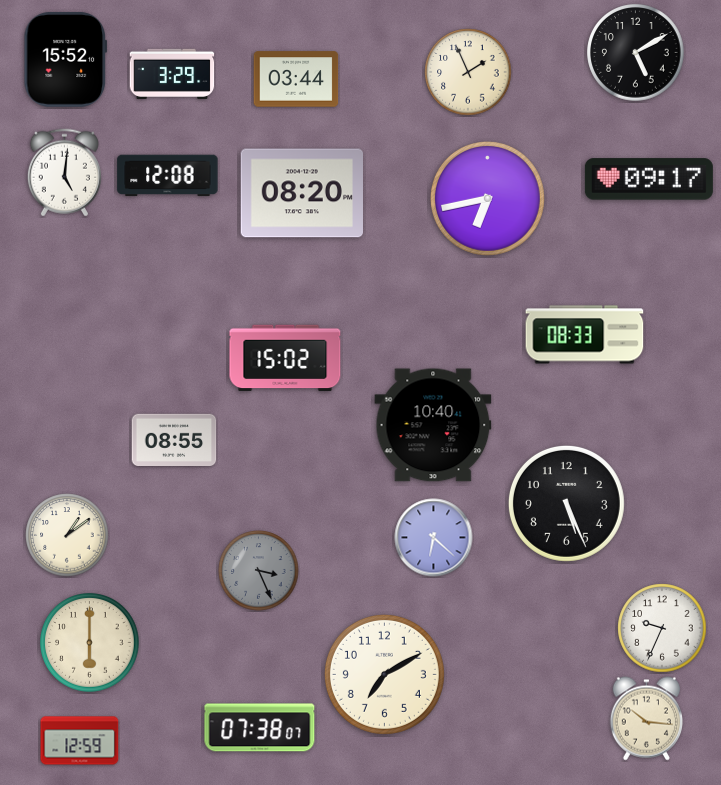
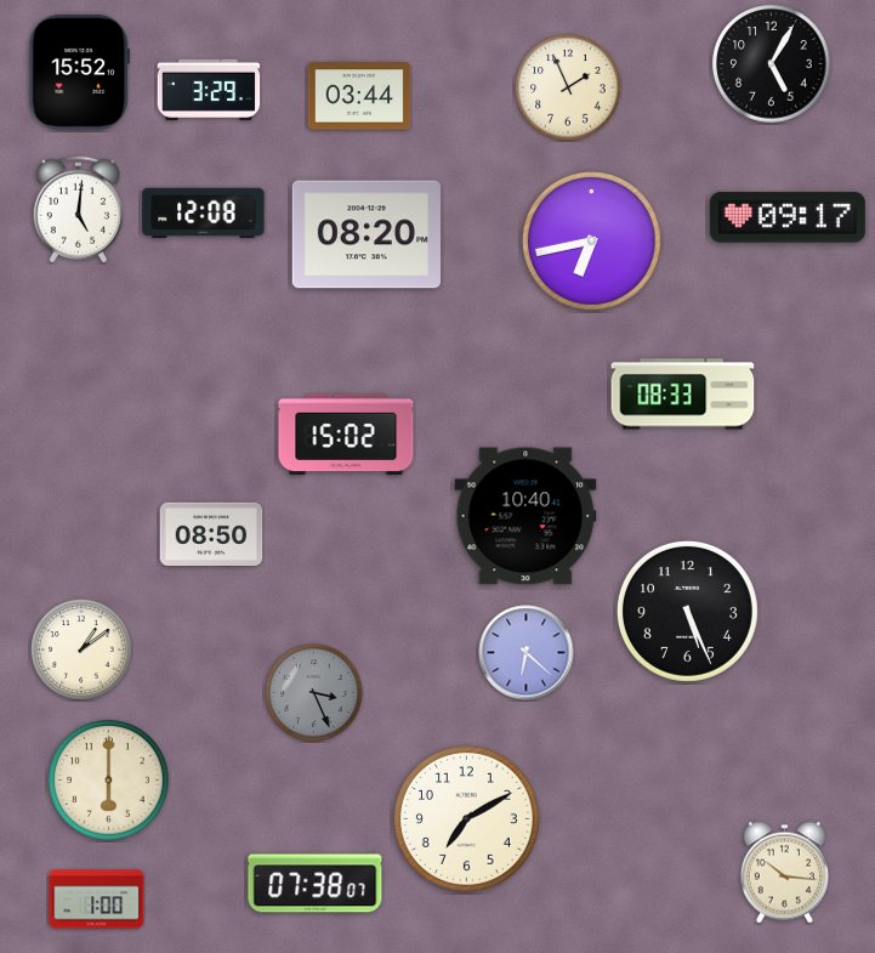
clock at (636, 53): 5:10 -> 5:05
clock at (585, 335) position: (585, 335) -> (683, 395)
clock at (174, 439): 08:55 -> 08:50
clock at (662, 628): 9:34 -> none
clock at (80, 741): 12:59 -> 1:00
